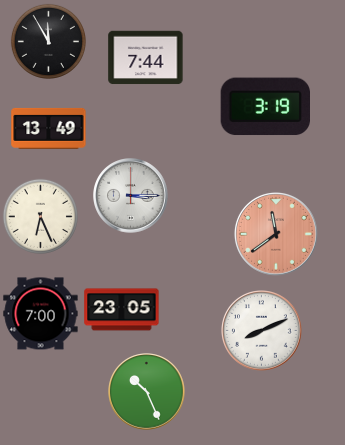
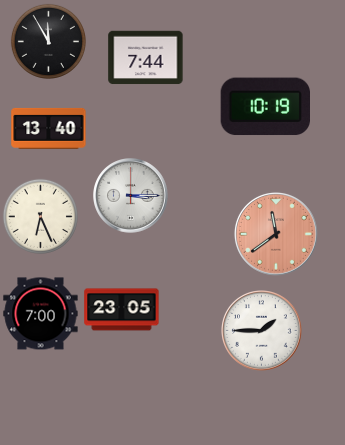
clock at (265, 107): 3:19 -> 10:19
clock at (49, 128): 13:49 -> 13:40
clock at (262, 331): 8:11 -> 1:45
clock at (147, 392): 10:26 -> none
